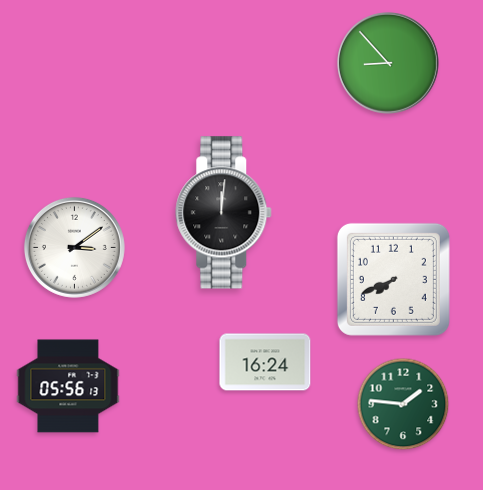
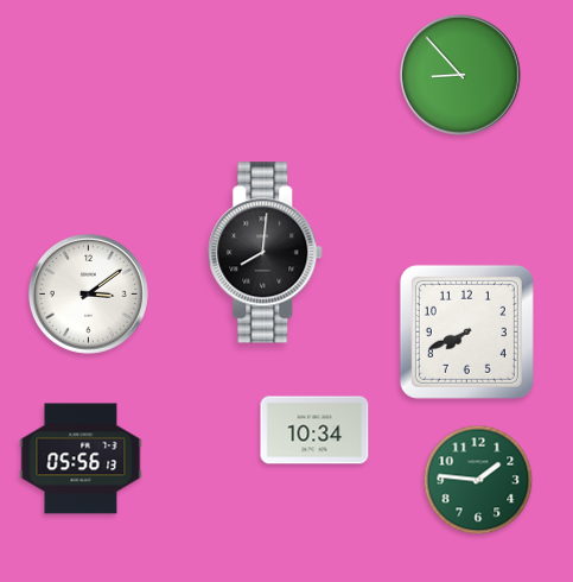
clock at (224, 213): 12:01 -> 8:01
clock at (265, 362): 16:24 -> 10:34
